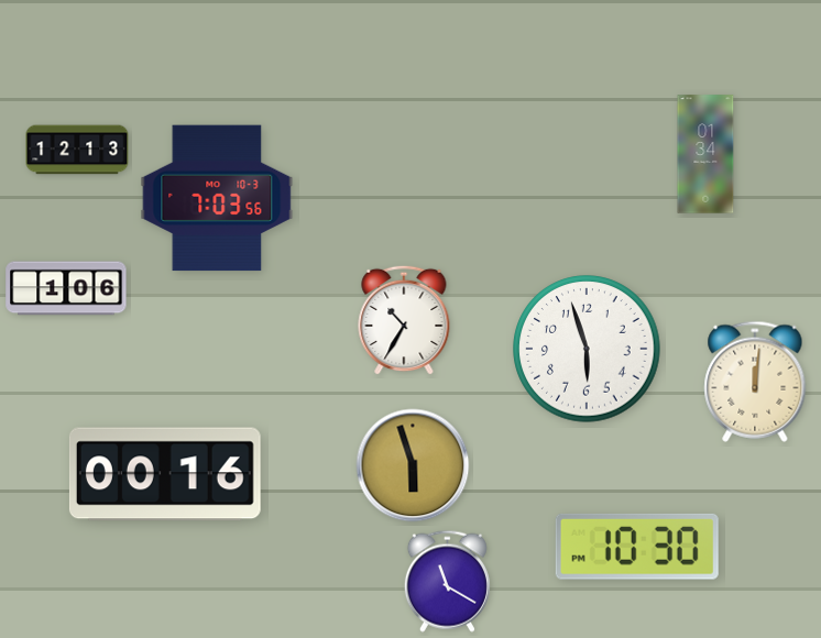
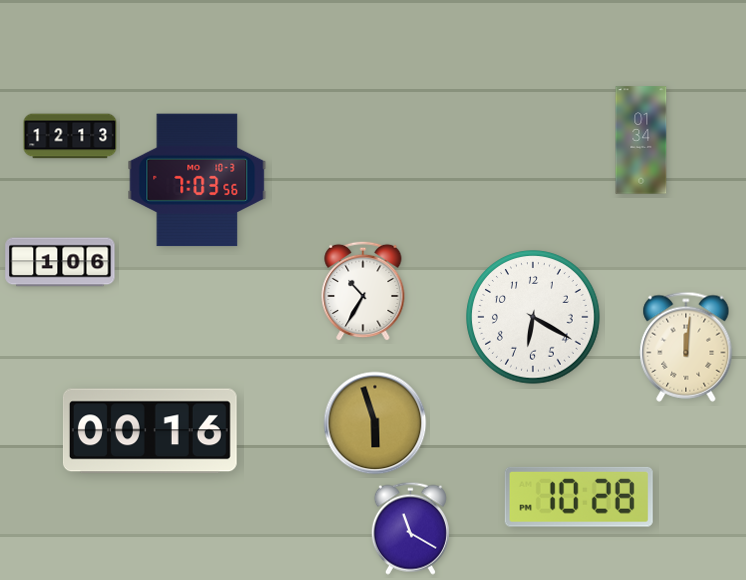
clock at (404, 320) position: (404, 320) -> (363, 291)
clock at (587, 349): 5:57 -> 6:20
clock at (637, 547): 10:30 -> 10:28
clock at (447, 581) position: (447, 581) -> (410, 528)
